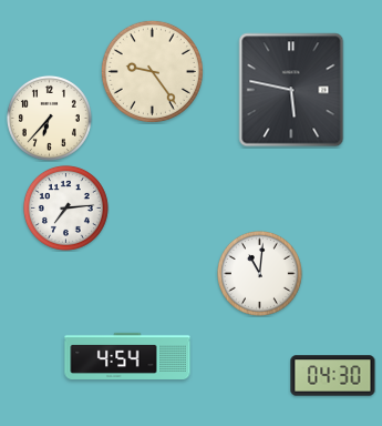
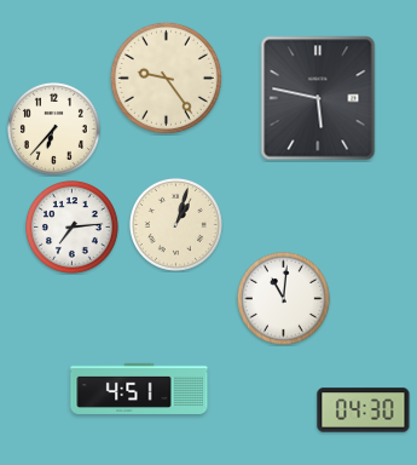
clock at (175, 224): none -> 1:03
clock at (127, 356): 4:54 -> 4:51
